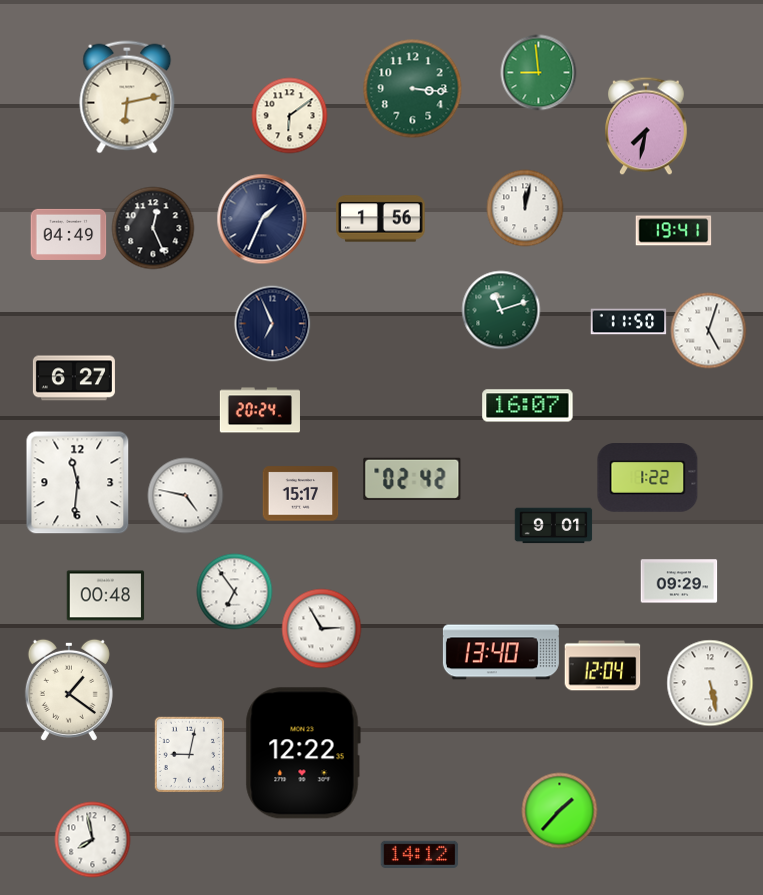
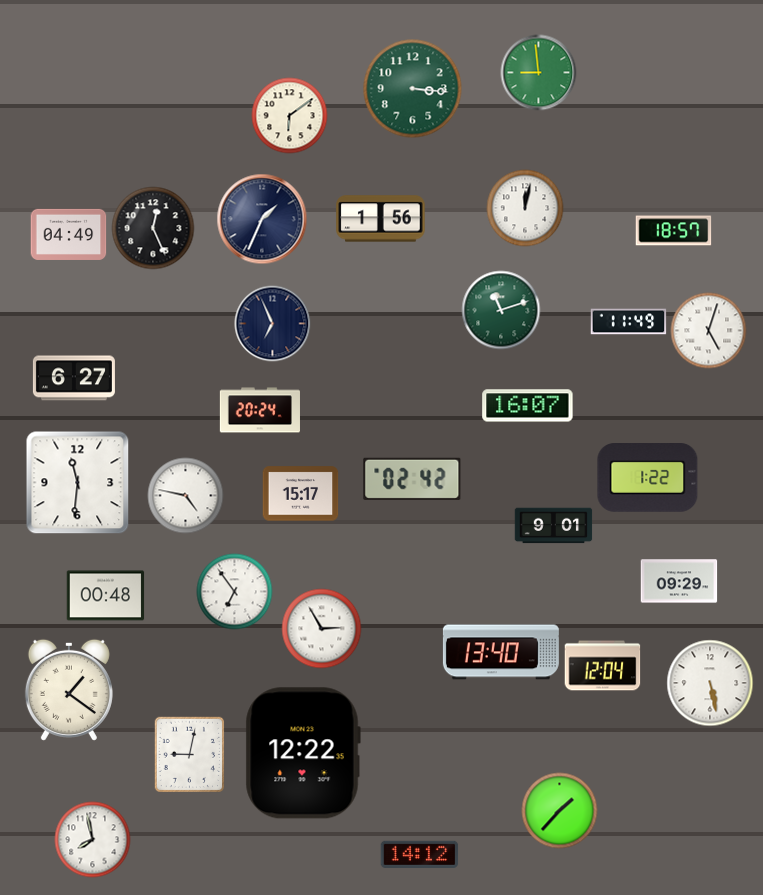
clock at (127, 97): 6:13 -> none
clock at (647, 126): 7:32 -> none
clock at (674, 231): 19:41 -> 18:57
clock at (629, 322): 11:50 -> 11:49
